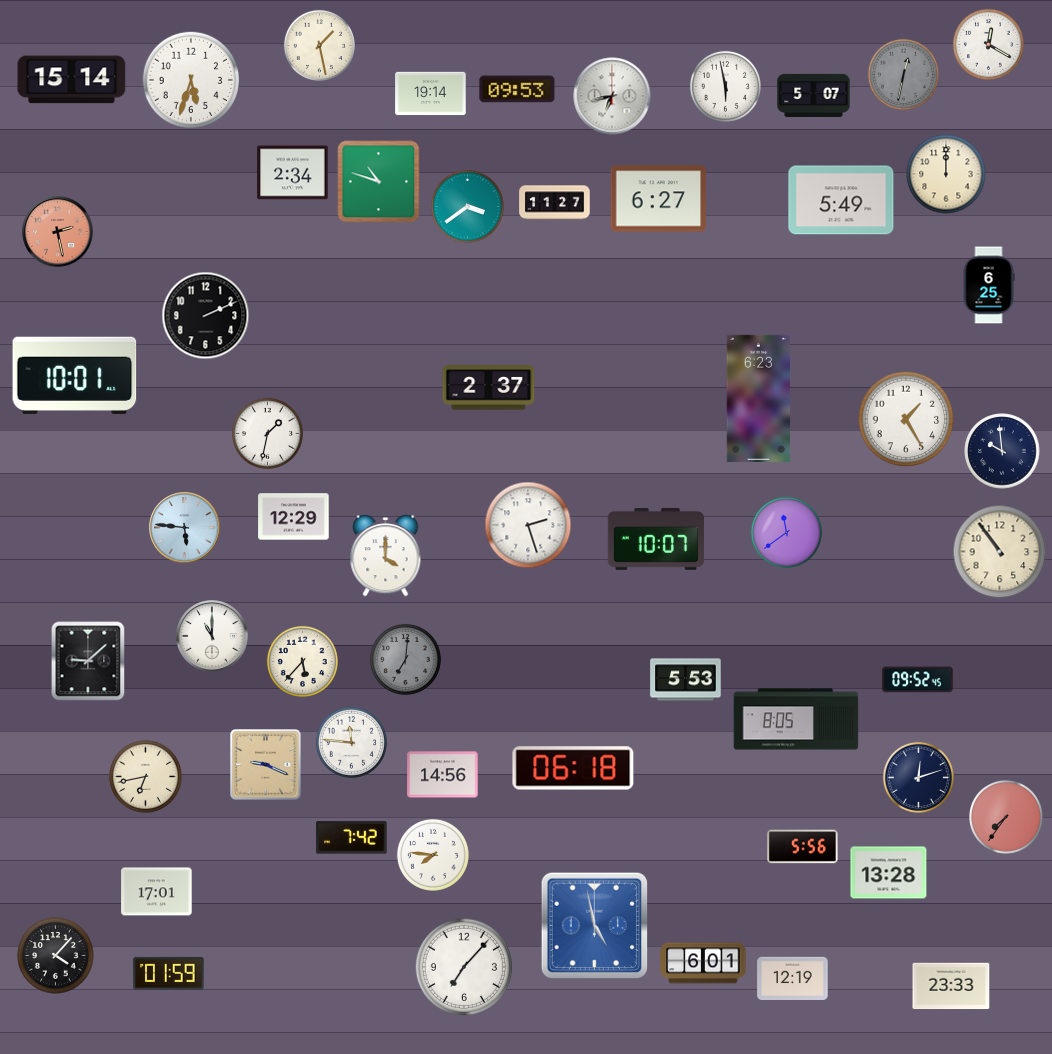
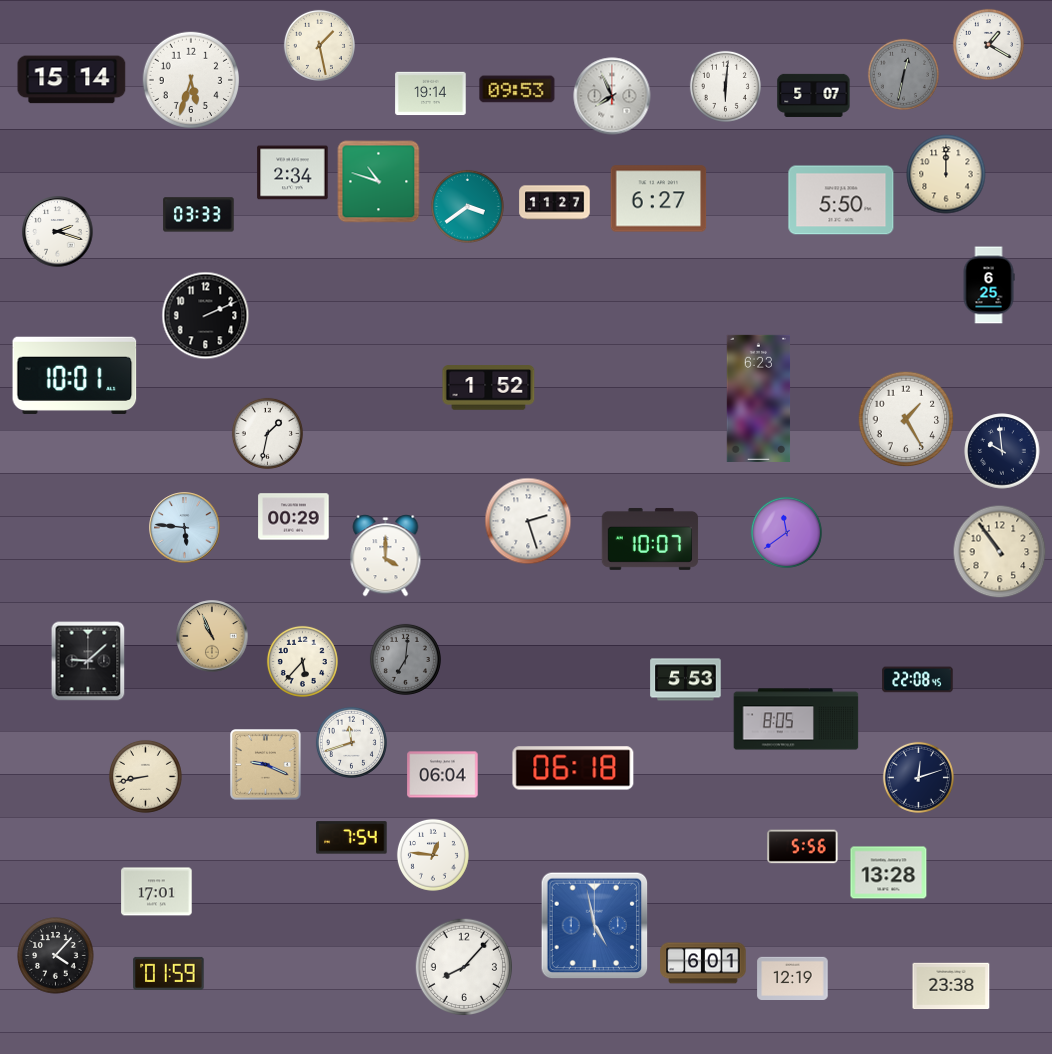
clock at (988, 44): 12:20 -> 1:20
clock at (725, 86): 5:58 -> 6:01
clock at (612, 96): 6:43 -> 7:56
clock at (841, 200): 5:49 -> 5:50
clock at (199, 215): none -> 03:33
clock at (58, 232): 2:28 -> 2:18
clock at (58, 232) dial: salmon -> white
clock at (489, 388): 2:37 -> 1:52
clock at (294, 517): 12:29 -> 00:29
clock at (528, 525) position: (528, 525) -> (528, 521)
clock at (656, 539) position: (656, 539) -> (650, 539)
clock at (212, 636): 11:00 -> 10:56
clock at (212, 636) dial: white -> champagne
clock at (918, 680): 09:52 -> 22:08
clock at (351, 742): 11:46 -> 11:42
clock at (443, 775): 14:56 -> 06:04
clock at (145, 776): 6:43 -> 8:43
clock at (1007, 818): 7:36 -> none
clock at (352, 838): 7:42 -> 7:54
clock at (433, 855): 7:46 -> 12:46
clock at (463, 966): 7:07 -> 8:07
clock at (951, 986): 23:33 -> 23:38
